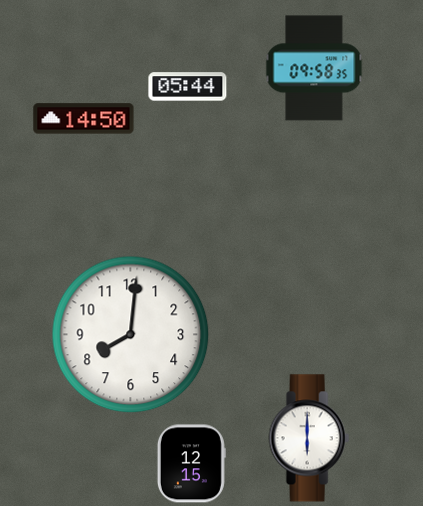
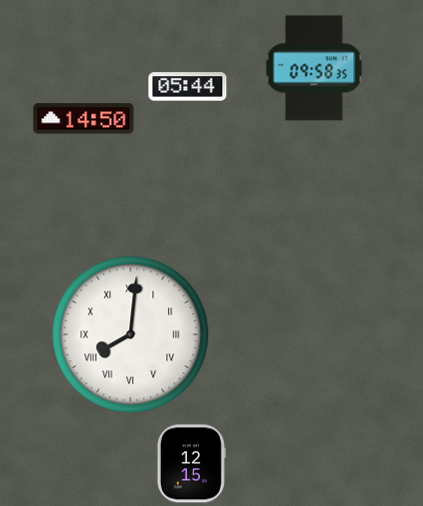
clock at (131, 335) numerals: Arabic -> Roman
clock at (309, 438): 6:00 -> none
